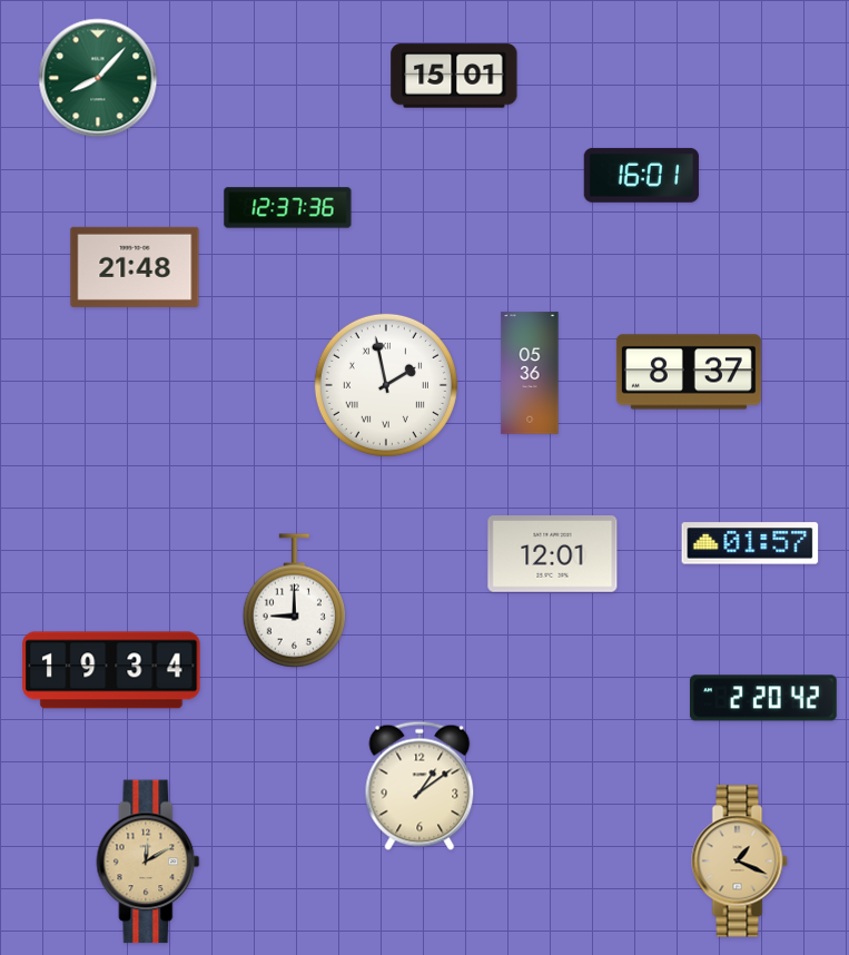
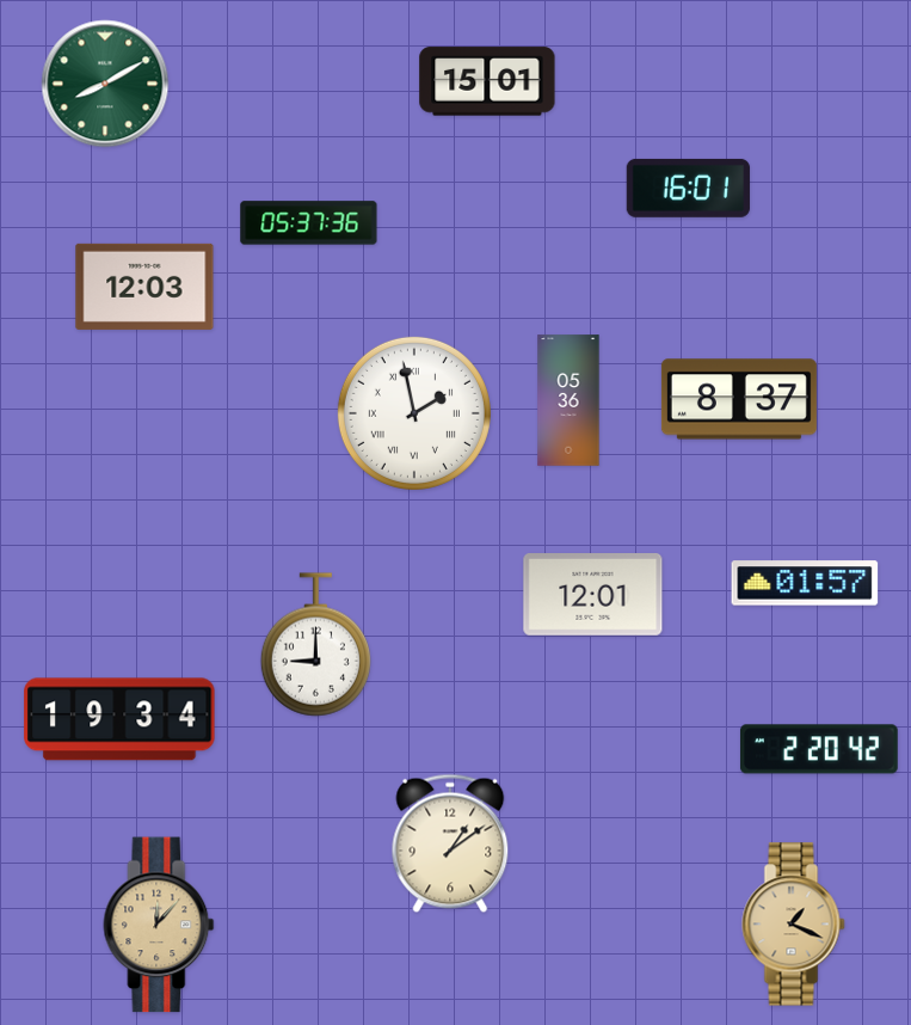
clock at (98, 78): 8:07 -> 8:10
clock at (288, 208): 12:37 -> 05:37
clock at (135, 267): 21:48 -> 12:03
clock at (148, 862): 12:10 -> 12:07
